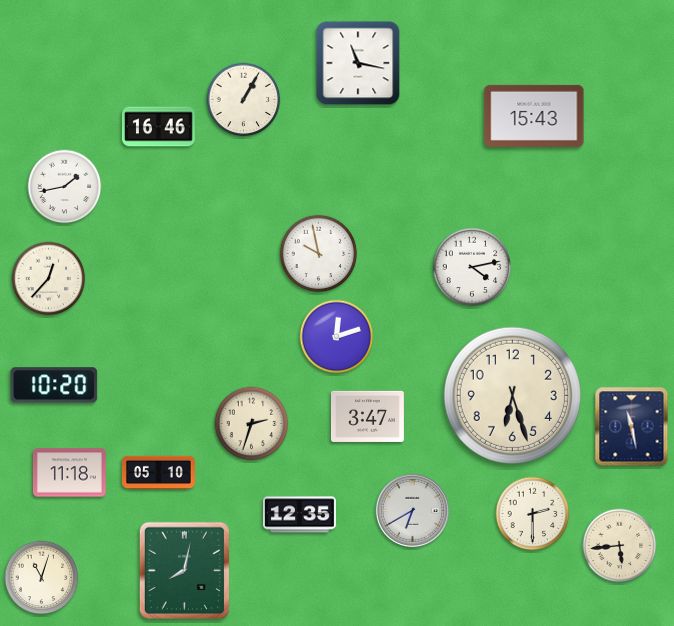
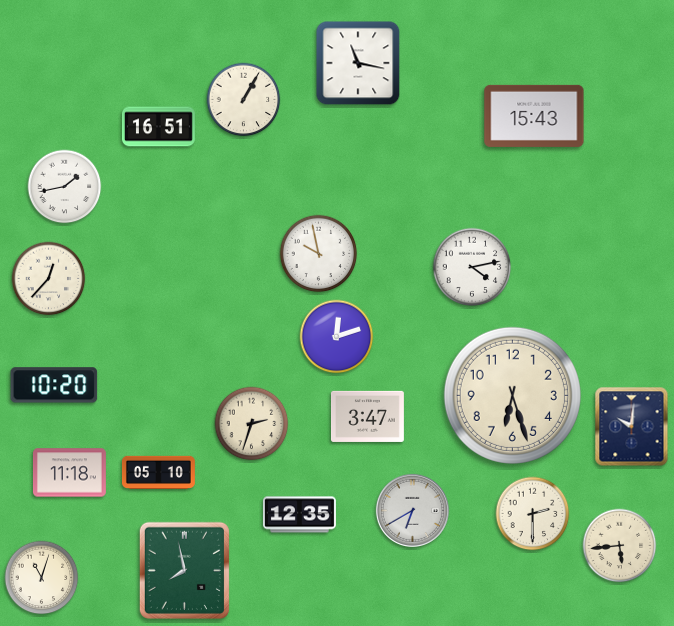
clock at (158, 127): 16:46 -> 16:51
clock at (632, 427): 11:28 -> 10:01
clock at (184, 570): 8:02 -> 7:58
